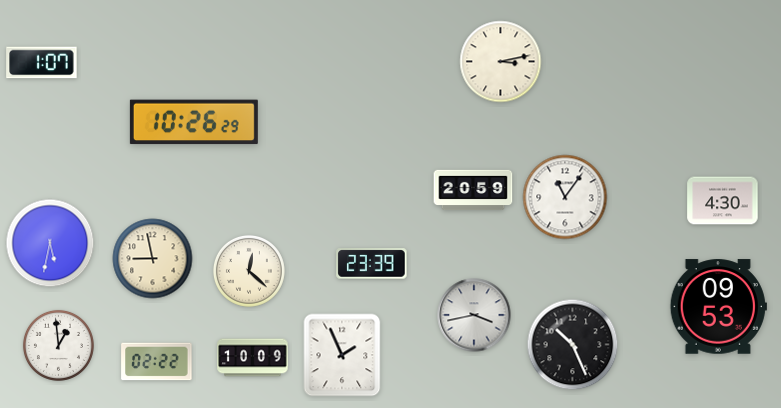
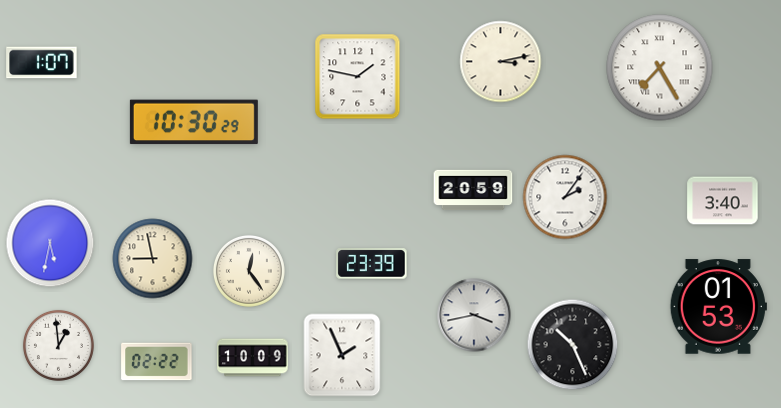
clock at (660, 68): none -> 7:25
clock at (358, 77): none -> 1:47
clock at (194, 122): 10:26 -> 10:30
clock at (565, 197): 11:06 -> 2:06
clock at (723, 201): 4:30 -> 3:40
clock at (249, 271): 12:22 -> 12:24
clock at (718, 307): 09:53 -> 01:53
